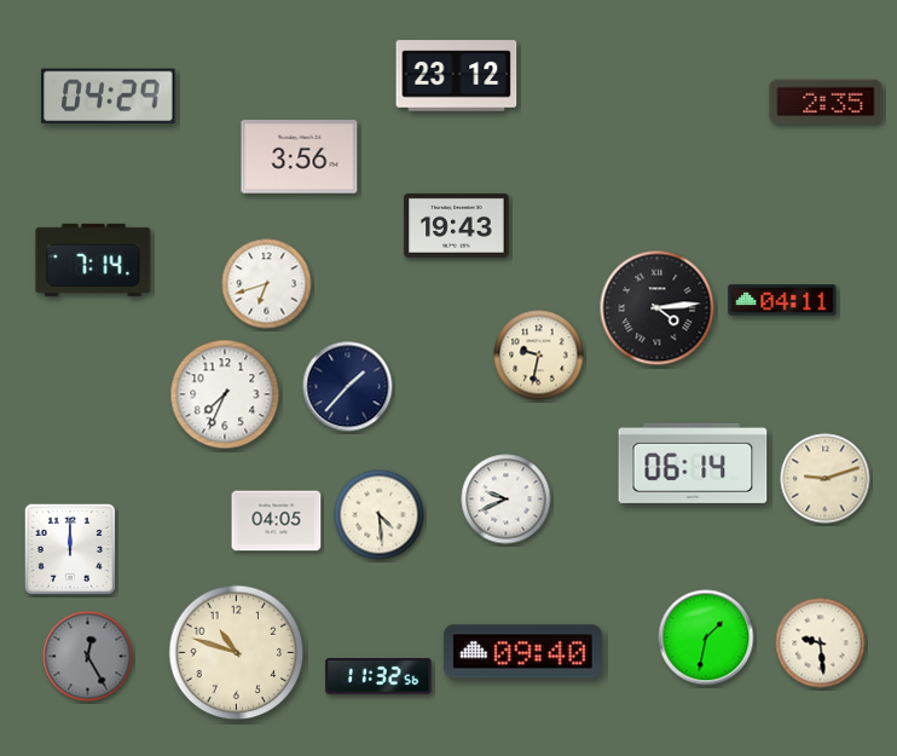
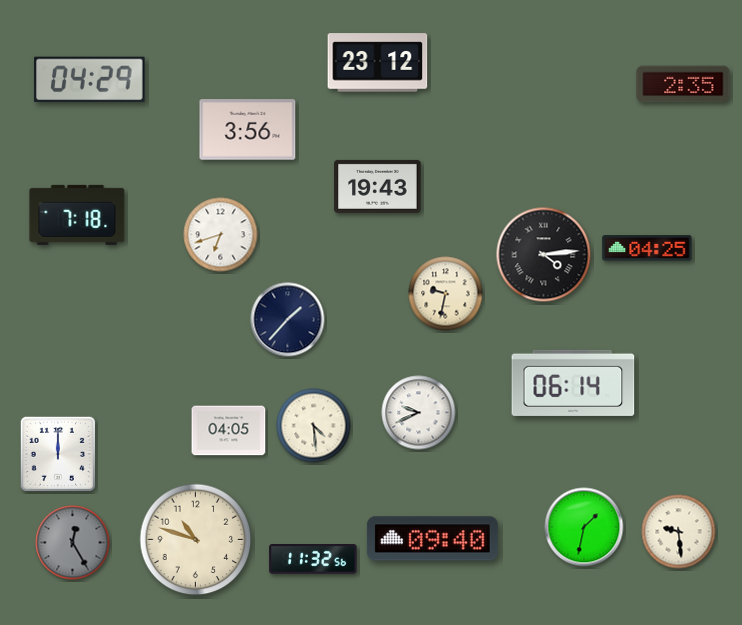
clock at (93, 260): 7:14 -> 7:18
clock at (782, 300): 04:11 -> 04:25
clock at (225, 394): 7:34 -> none
clock at (826, 479): 9:12 -> none
